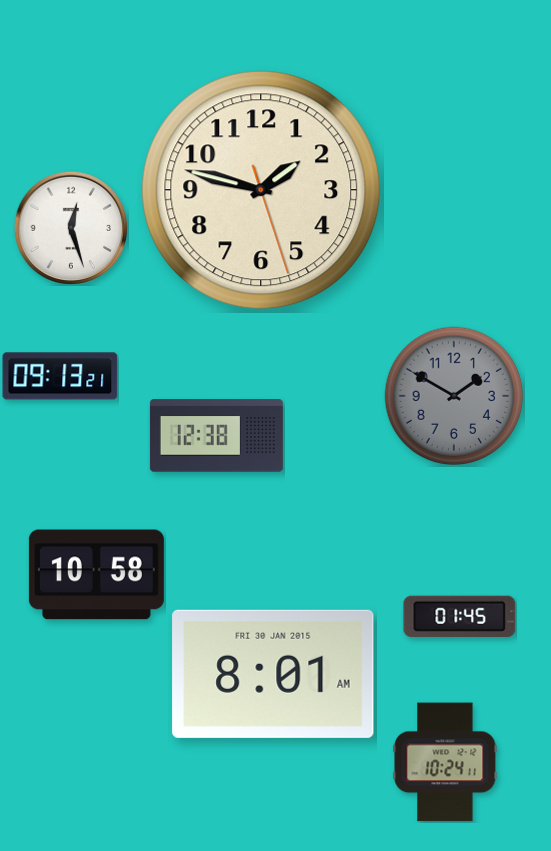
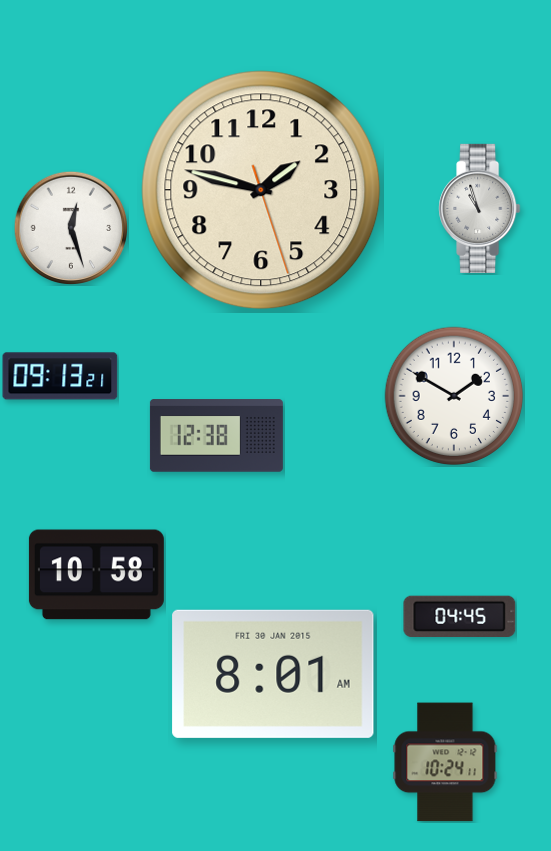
clock at (480, 208): none -> 10:57
clock at (454, 396) dial: grey -> white
clock at (460, 617): 01:45 -> 04:45
